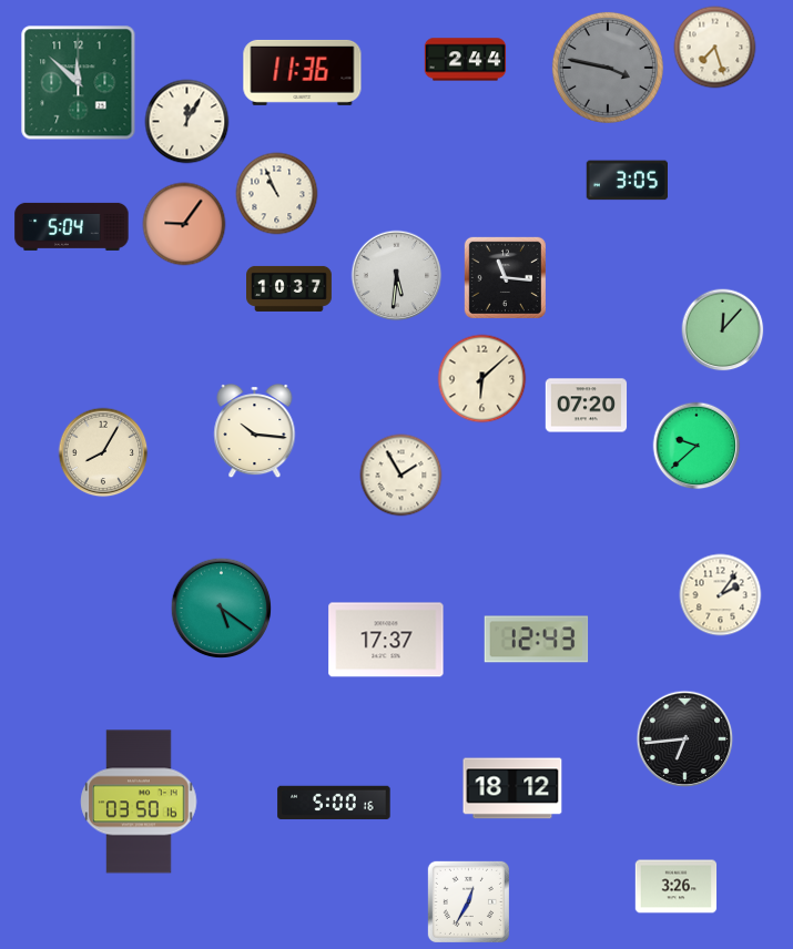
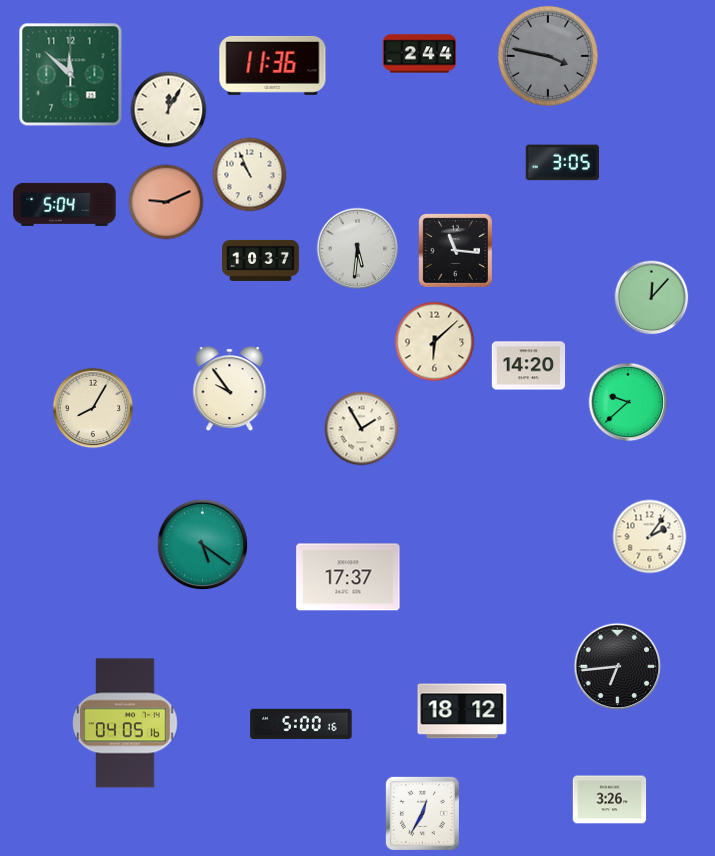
clock at (715, 48): 7:27 -> none
clock at (608, 68) position: (608, 68) -> (548, 56)
clock at (627, 181) position: (627, 181) -> (562, 163)
clock at (184, 224): 9:06 -> 9:11
clock at (587, 406): 07:20 -> 14:20
clock at (255, 431): 10:16 -> 9:54
clock at (222, 609) position: (222, 609) -> (203, 545)
clock at (537, 640): 12:43 -> none
clock at (139, 802): 03:50 -> 04:05
